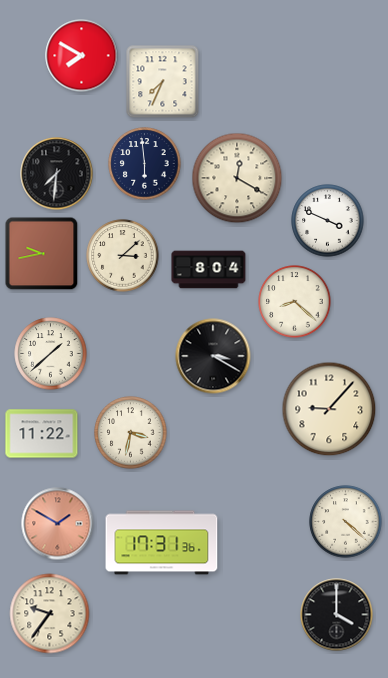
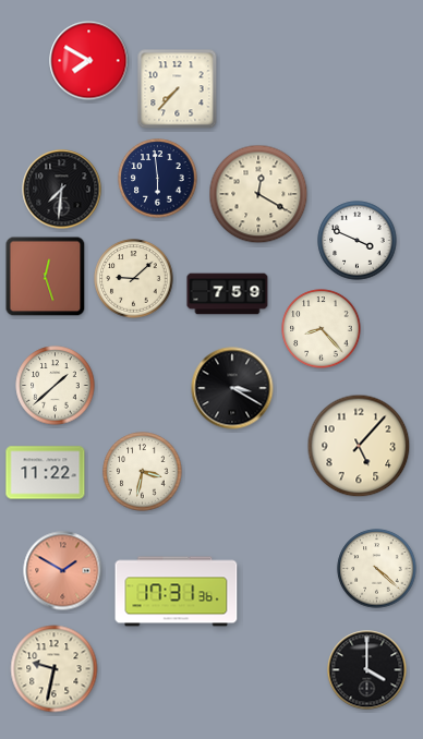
clock at (163, 82): 7:34 -> 7:37
clock at (42, 254): 9:43 -> 12:27
clock at (123, 256): 3:08 -> 9:08
clock at (209, 270): 8:04 -> 7:59
clock at (295, 302): 8:22 -> 8:23
clock at (329, 409): 9:07 -> 5:07
clock at (50, 614): 9:36 -> 9:32
